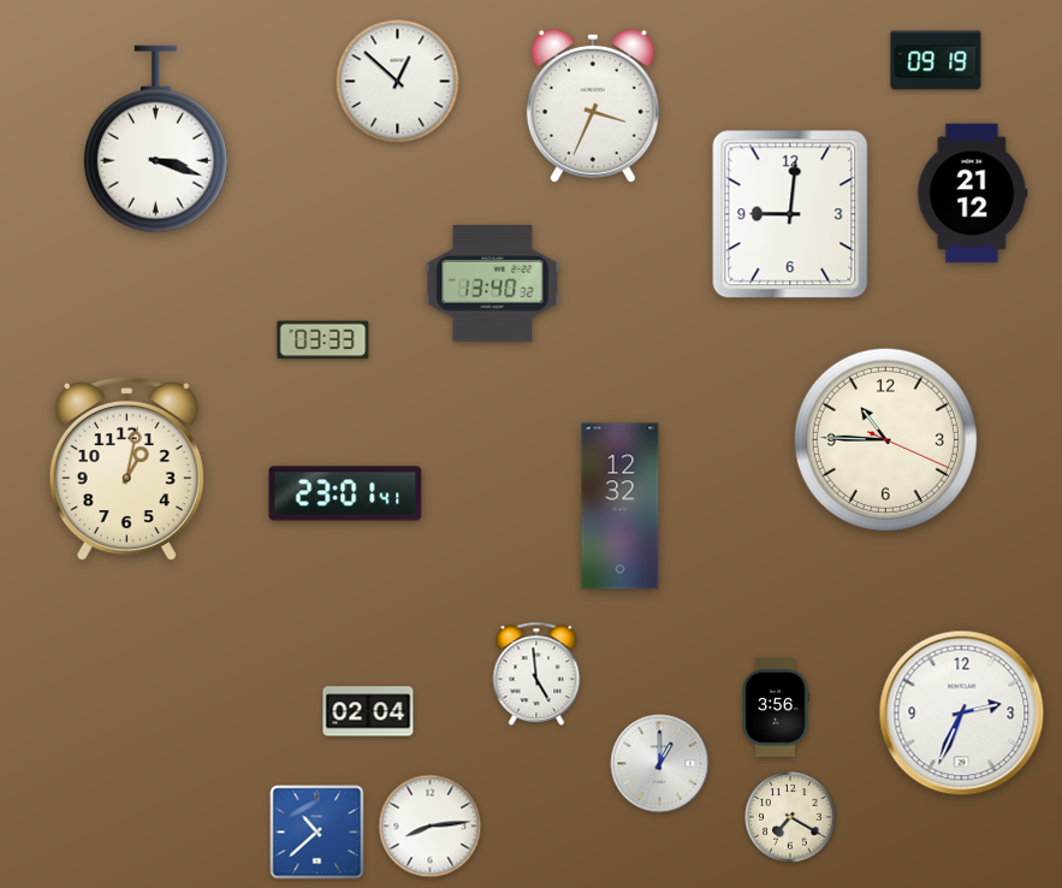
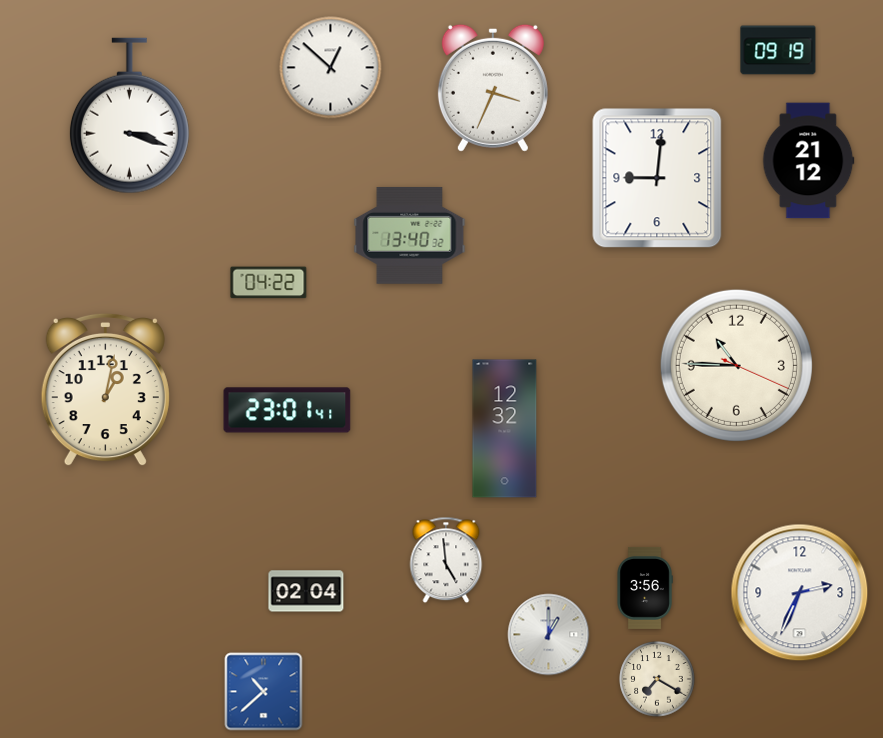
clock at (324, 341): 03:33 -> 04:22
clock at (621, 507) position: (621, 507) -> (505, 429)
clock at (431, 827): 8:14 -> none
